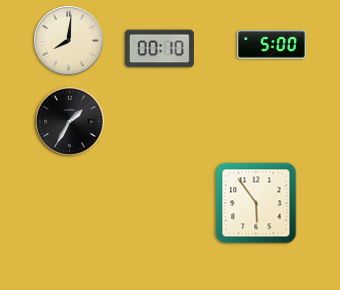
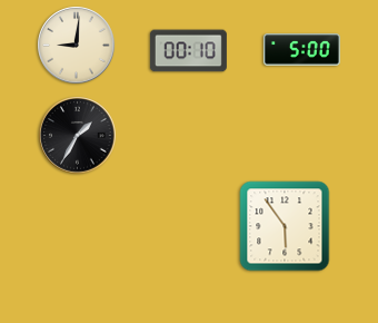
clock at (69, 41): 8:01 -> 9:01
clock at (159, 49) position: (159, 49) -> (188, 51)
